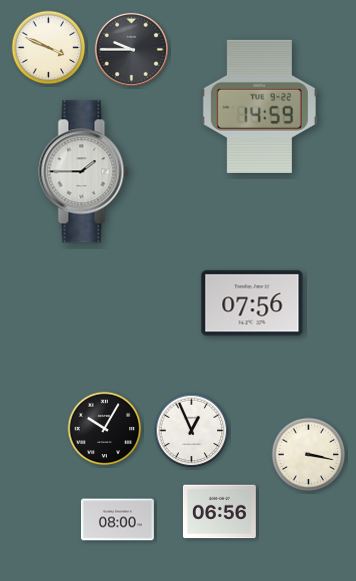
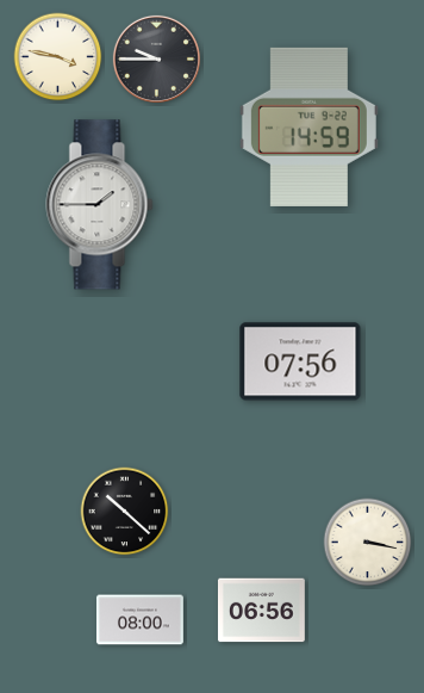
clock at (49, 48): 3:49 -> 3:47
clock at (105, 429): 10:05 -> 10:22
clock at (192, 431): 12:56 -> none
